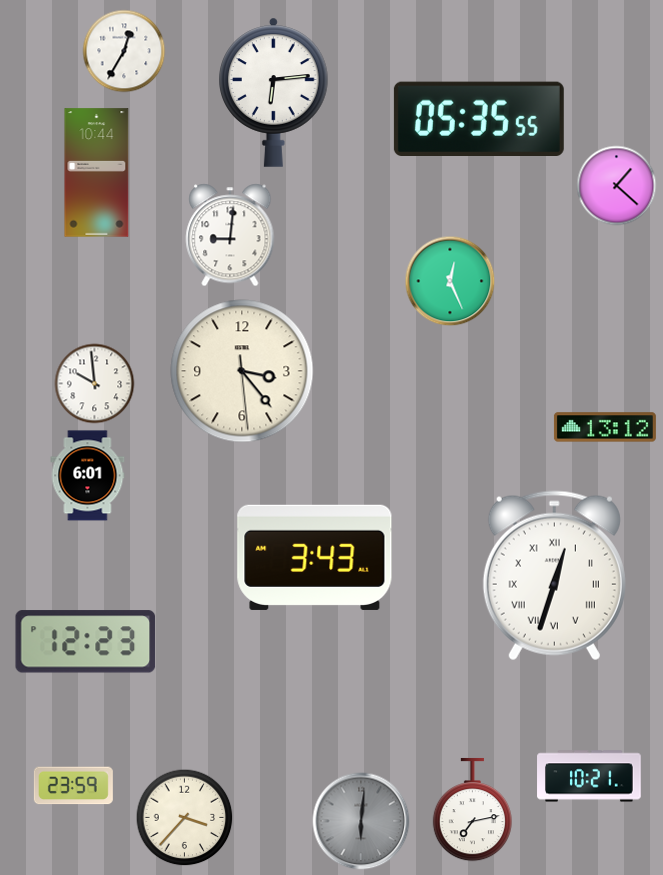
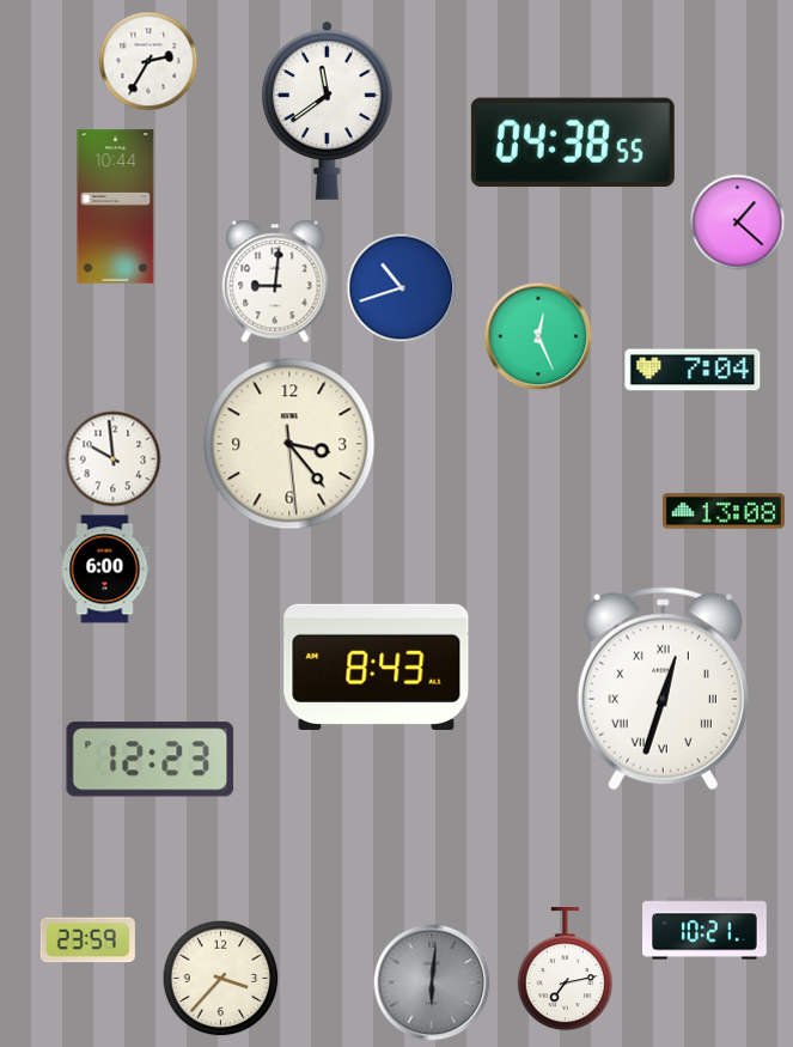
clock at (124, 51): 12:35 -> 2:35
clock at (274, 92): 6:14 -> 11:39
clock at (479, 118): 05:35 -> 04:38
clock at (402, 288): none -> 10:42
clock at (693, 370): none -> 7:04
clock at (605, 427): 13:12 -> 13:08
clock at (88, 476): 6:01 -> 6:00
clock at (315, 557): 3:43 -> 8:43
clock at (86, 642) position: (86, 642) -> (151, 760)
